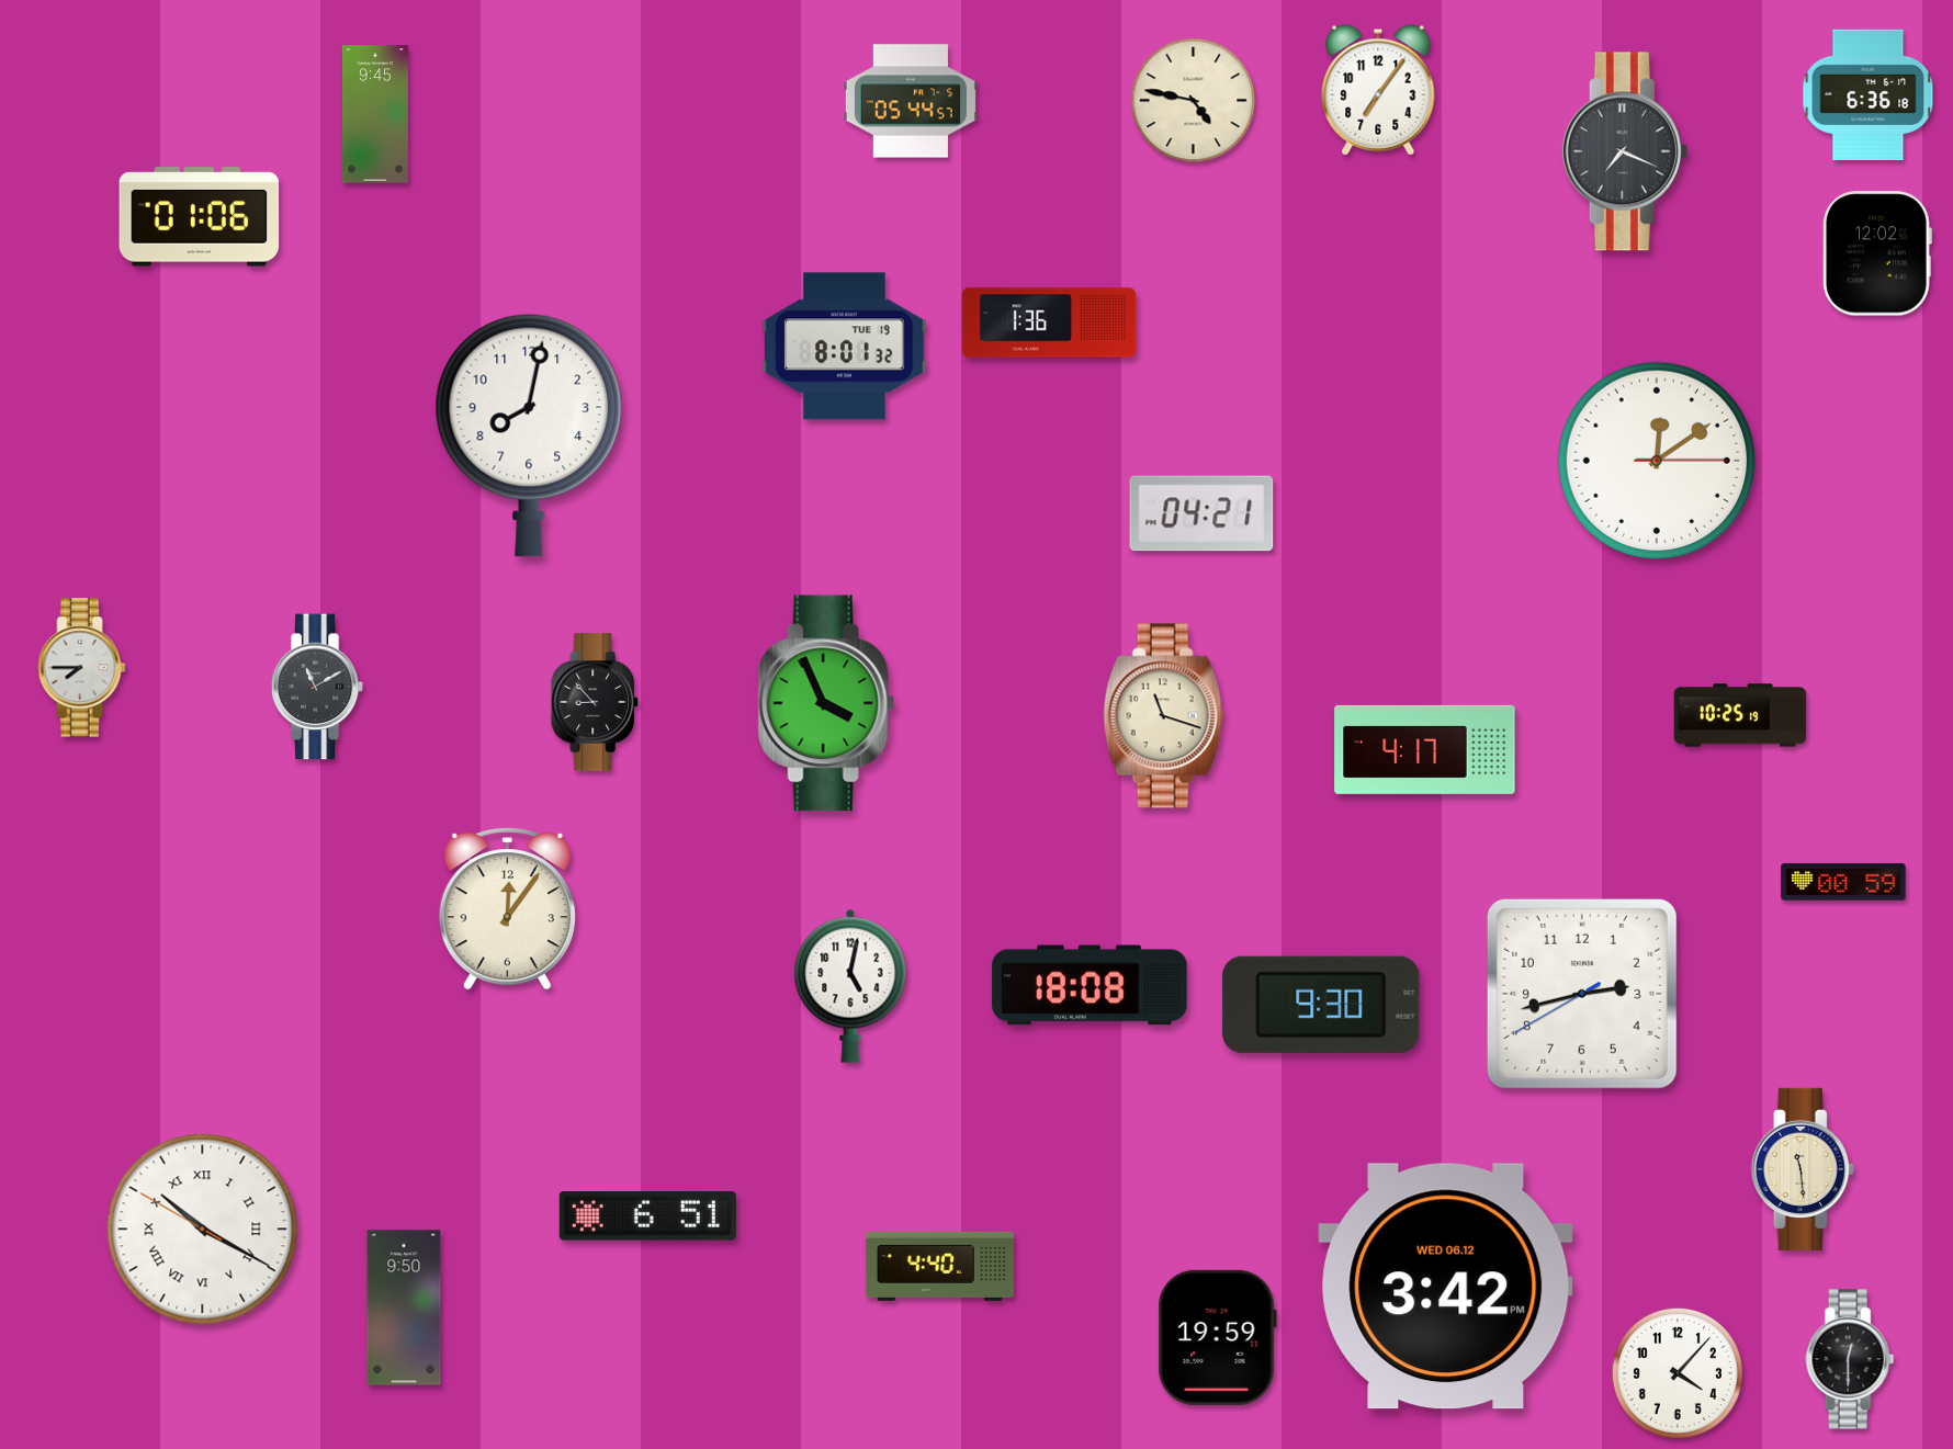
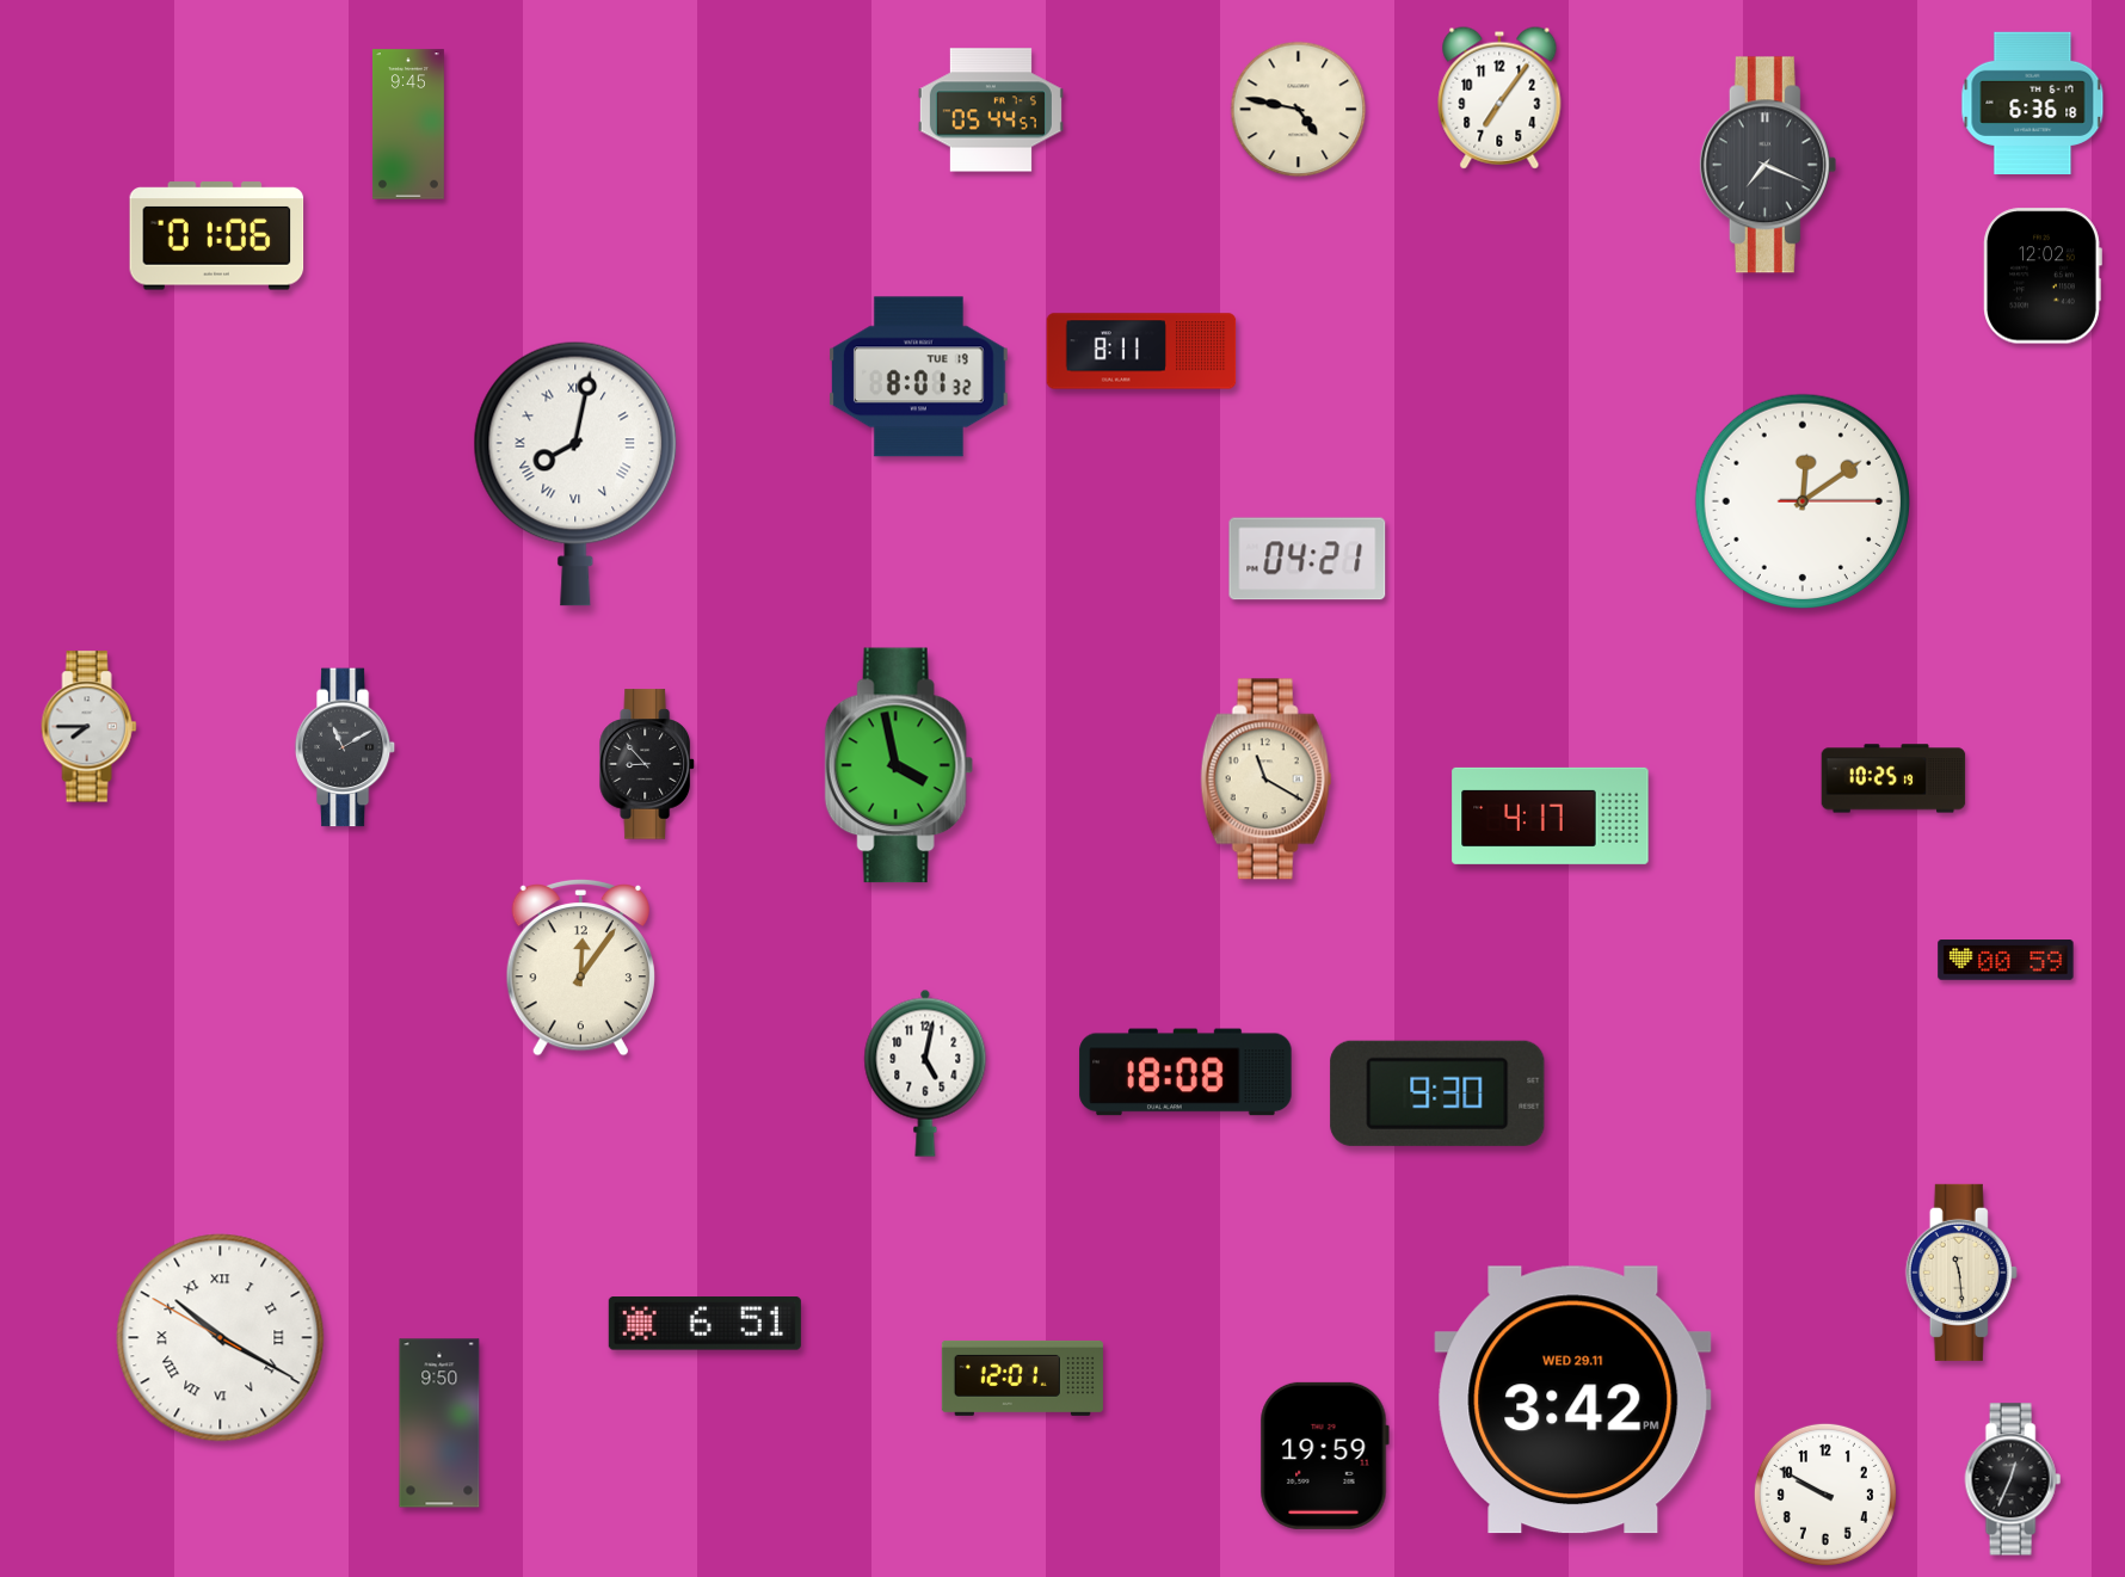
clock at (1049, 322): 1:36 -> 8:11
clock at (529, 435) numerals: Arabic -> Roman
clock at (826, 703): 3:56 -> 3:58
clock at (1164, 716): 11:18 -> 11:20
clock at (507, 908) position: (507, 908) -> (580, 967)
clock at (1582, 994): 2:42 -> none
clock at (939, 1266): 4:40 -> 12:01
clock at (1446, 1287) date: WED 06.12 -> WED 29.11
clock at (1850, 1359): 12:30 -> 12:34
clock at (1678, 1373): 4:07 -> 9:50
